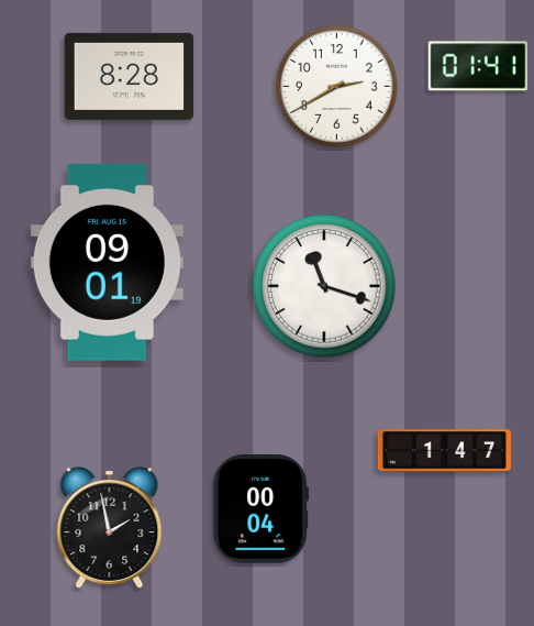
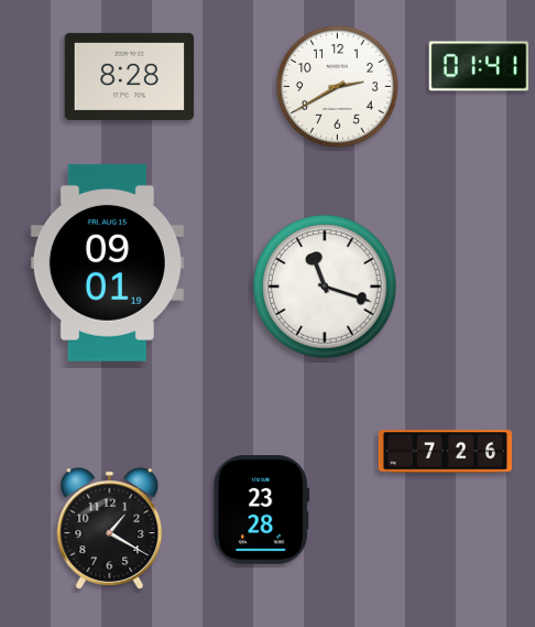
clock at (444, 451): 1:47 -> 7:26
clock at (262, 509): 00:04 -> 23:28
clock at (110, 528): 1:58 -> 1:20
